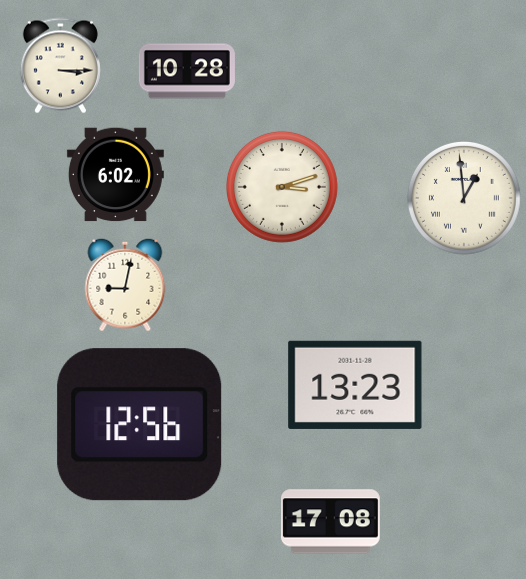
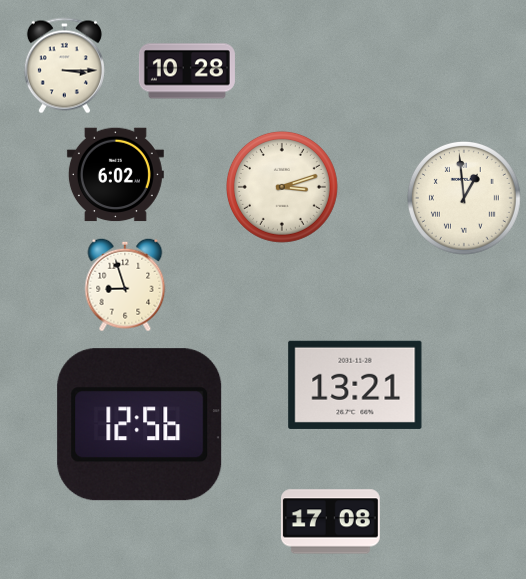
clock at (60, 66) position: (60, 66) -> (64, 66)
clock at (125, 285): 9:02 -> 8:57
clock at (355, 385): 13:23 -> 13:21
